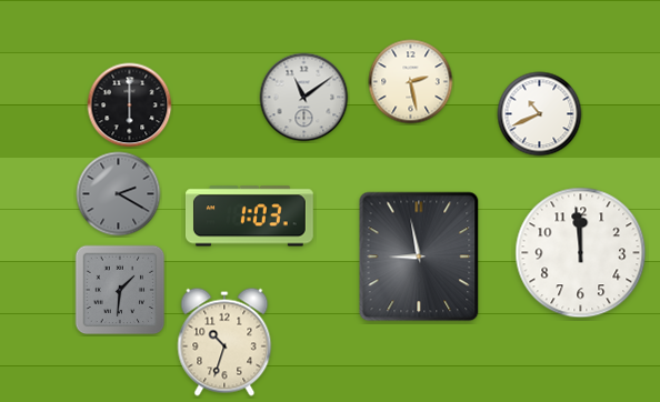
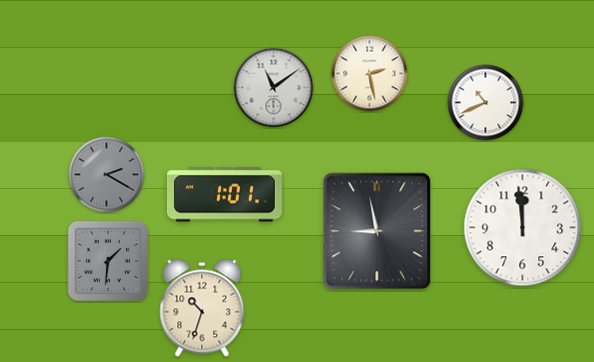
clock at (130, 105): 6:00 -> none
clock at (249, 217): 1:03 -> 1:01
